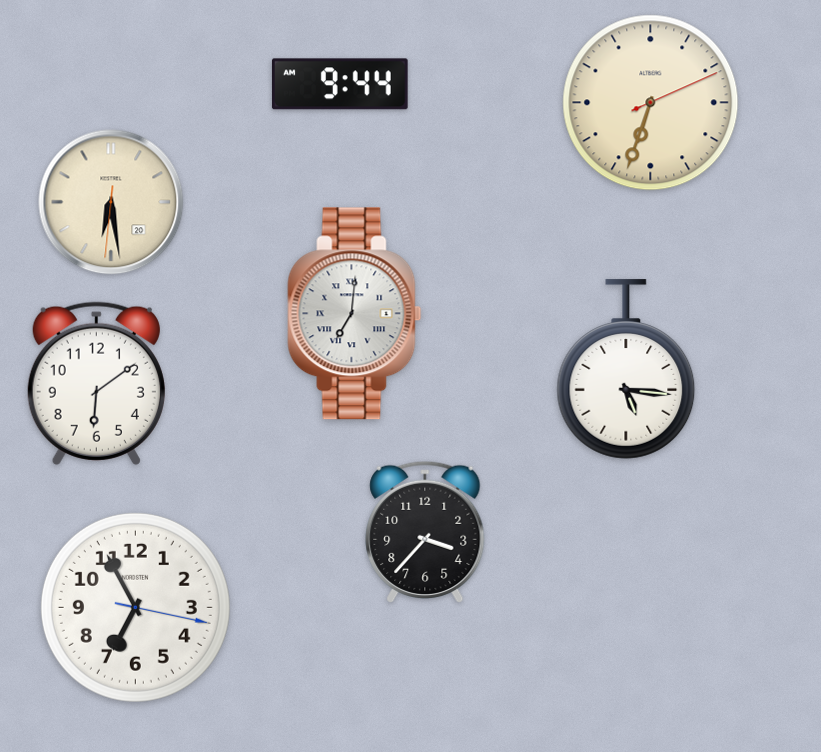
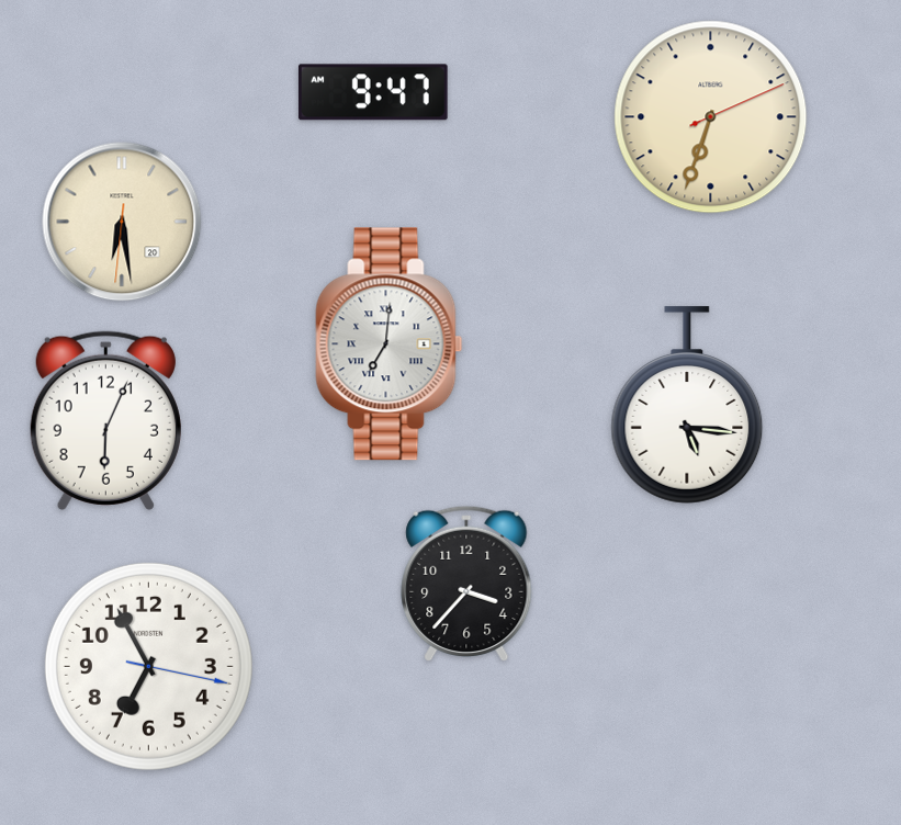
clock at (340, 84): 9:44 -> 9:47
clock at (651, 103) position: (651, 103) -> (711, 117)
clock at (96, 383): 6:09 -> 6:04
